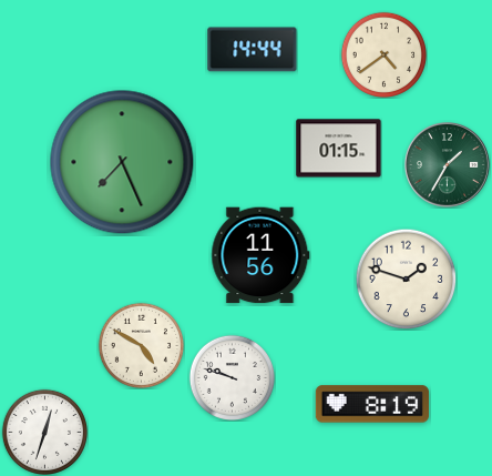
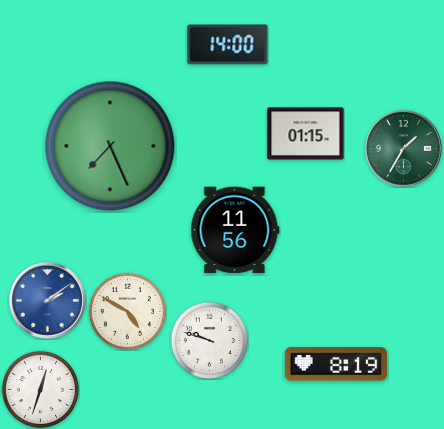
clock at (253, 50): 14:44 -> 14:00
clock at (383, 54): 4:39 -> none
clock at (406, 278): 1:48 -> none
clock at (48, 301): none -> 2:09
